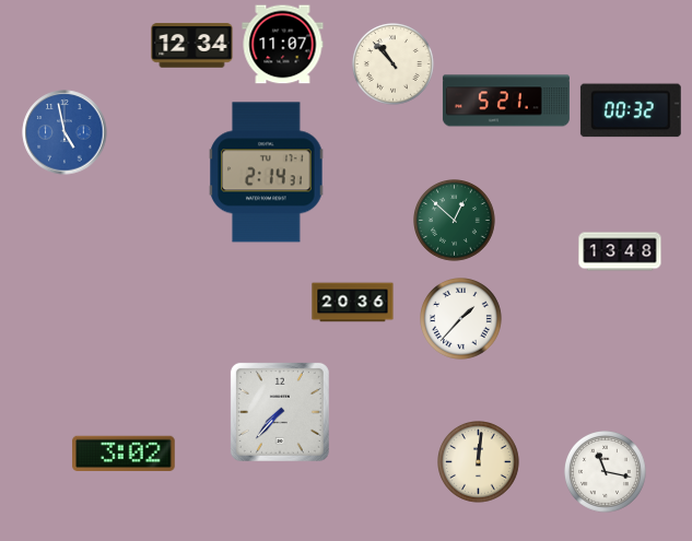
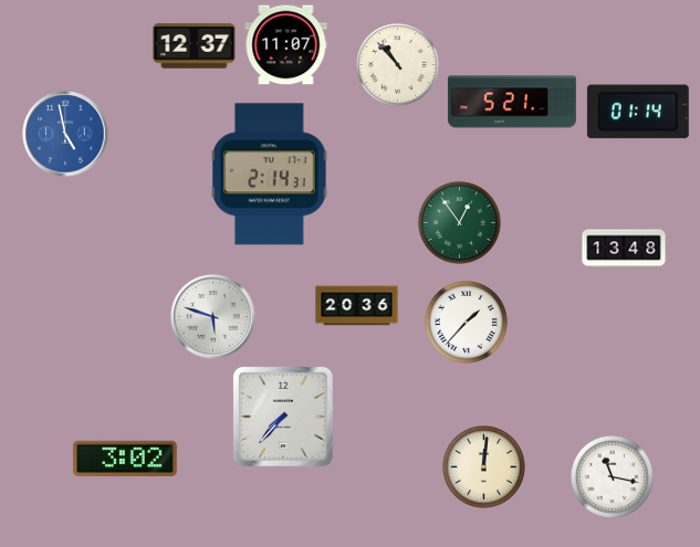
clock at (192, 46): 12:34 -> 12:37
clock at (631, 110): 00:32 -> 01:14
clock at (455, 221): 12:52 -> 12:54
clock at (620, 251) position: (620, 251) -> (624, 249)
clock at (213, 317): none -> 5:48
